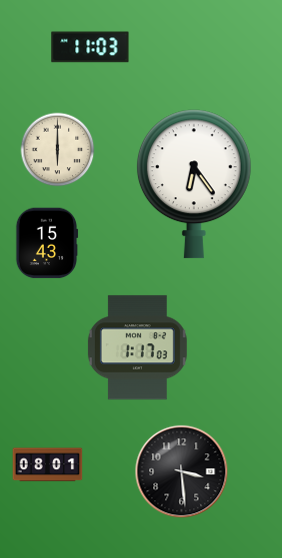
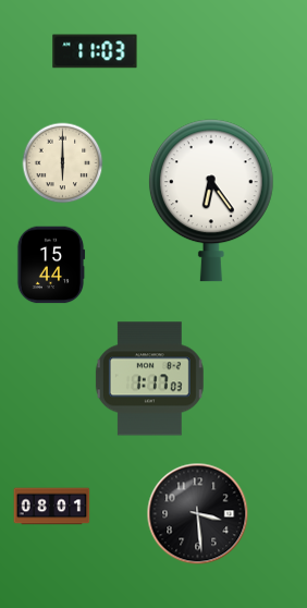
clock at (90, 47) position: (90, 47) -> (95, 51)
clock at (47, 243): 15:43 -> 15:44
